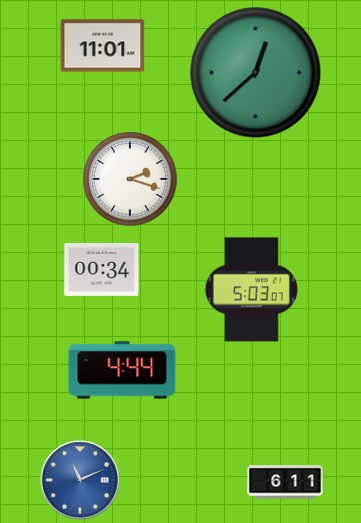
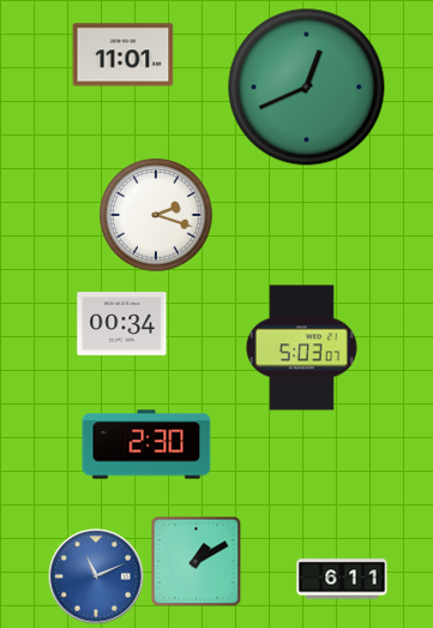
clock at (256, 73): 12:38 -> 12:41
clock at (122, 370): 4:44 -> 2:30
clock at (197, 562): none -> 1:10
